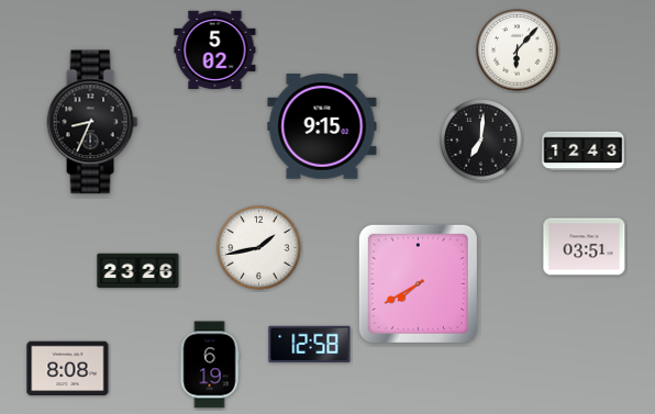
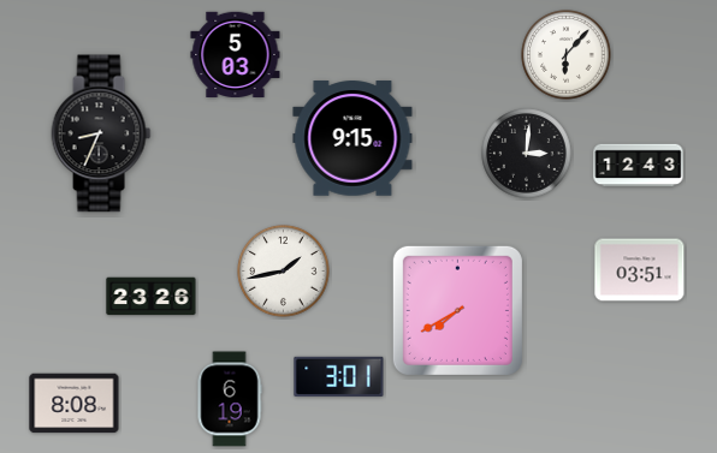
clock at (215, 49): 5:02 -> 5:03
clock at (481, 141): 7:01 -> 3:01
clock at (310, 344): 12:58 -> 3:01
